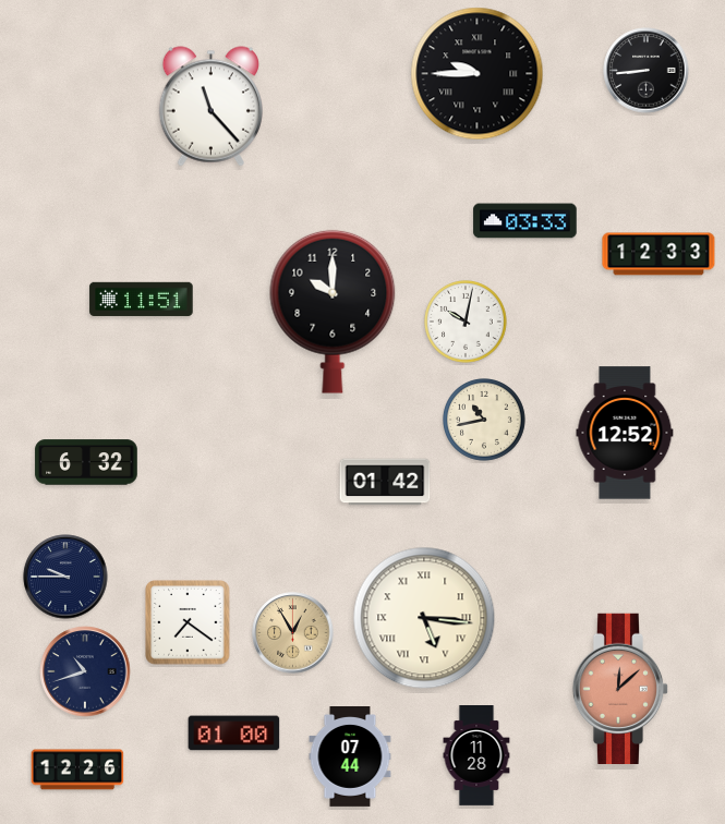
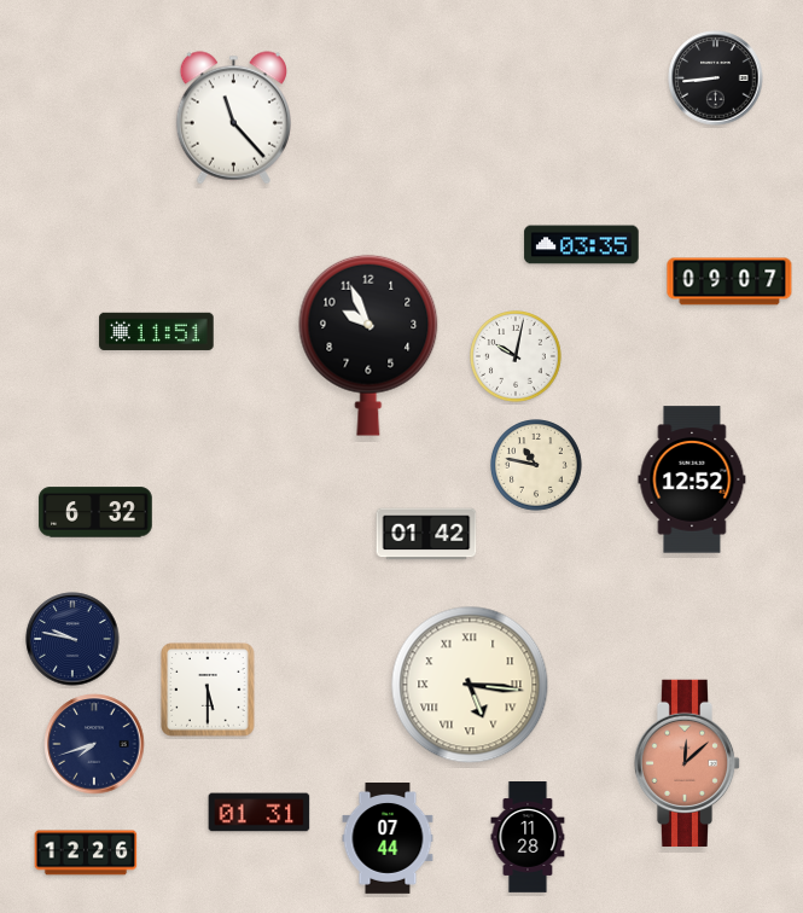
clock at (478, 74): 9:45 -> none
clock at (525, 221): 03:33 -> 03:35
clock at (658, 254): 12:33 -> 09:07
clock at (333, 312): 10:00 -> 9:56
clock at (485, 421): 10:43 -> 10:47
clock at (65, 577): 9:45 -> 9:47
clock at (188, 622): 7:21 -> 5:30
clock at (293, 633): 12:55 -> none
clock at (85, 671): 10:42 -> 7:42
clock at (234, 734): 01:00 -> 01:31
